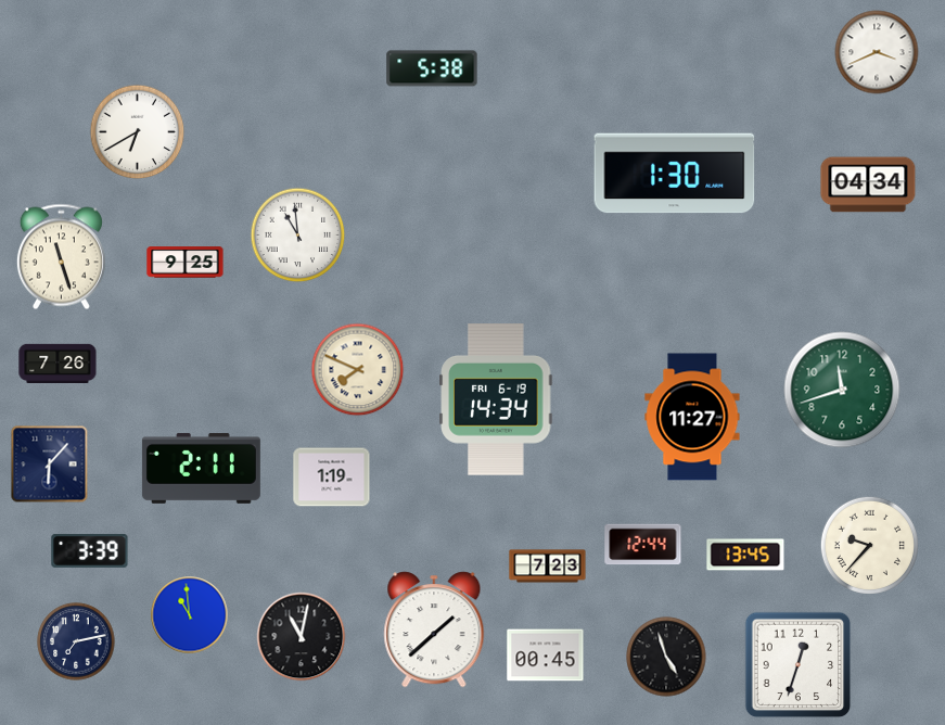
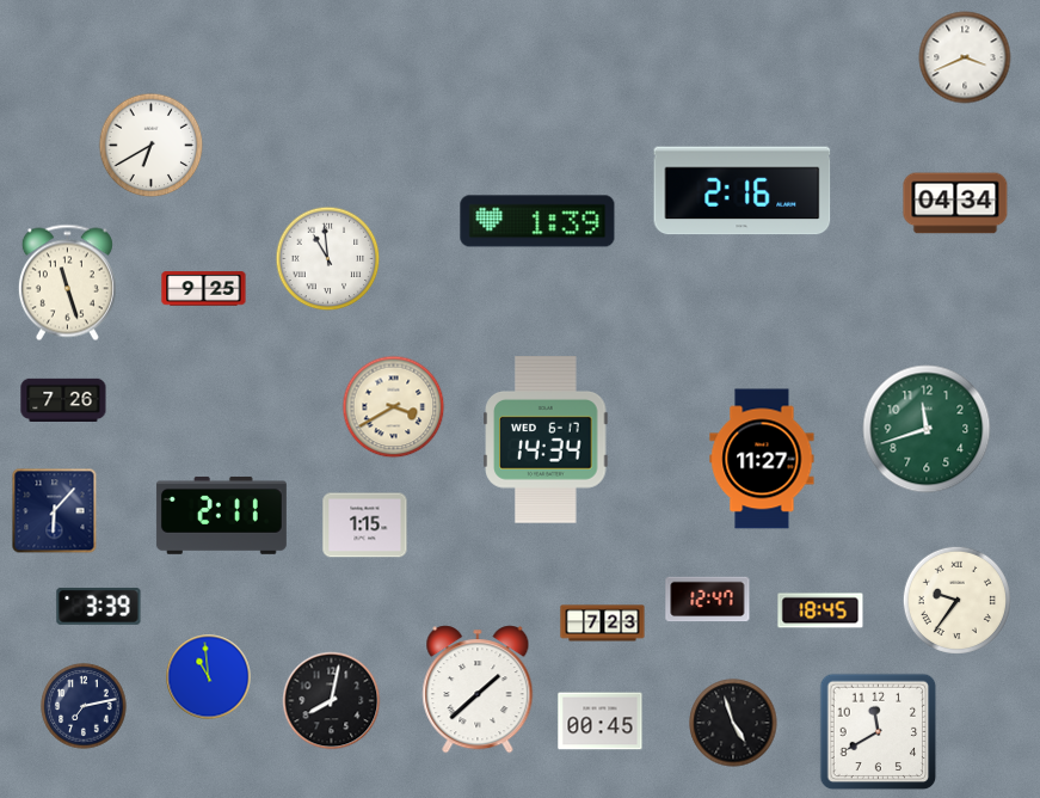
clock at (432, 68): 5:38 -> none
clock at (675, 174): 1:30 -> 2:16
clock at (537, 221): none -> 1:39
clock at (358, 370): 7:49 -> 3:40
clock at (496, 399) date: FRI 6-19 -> WED 6-17
clock at (332, 478): 1:19 -> 1:15
clock at (643, 545): 12:44 -> 12:47
clock at (869, 545): 9:37 -> 9:36
clock at (745, 555): 13:45 -> 18:45
clock at (434, 629) position: (434, 629) -> (478, 689)
clock at (302, 637): 11:02 -> 8:02
clock at (799, 665): 12:33 -> 11:40
